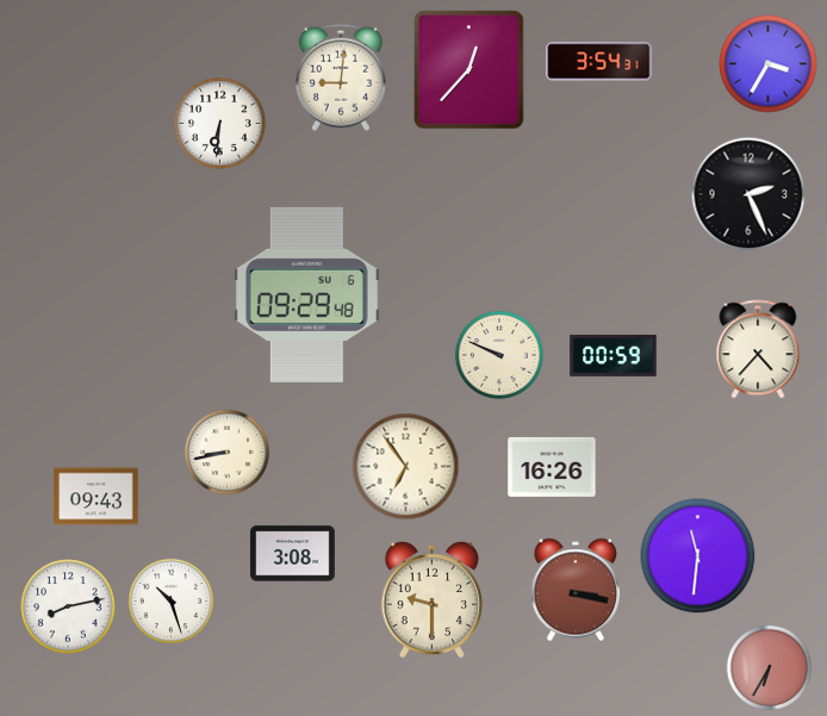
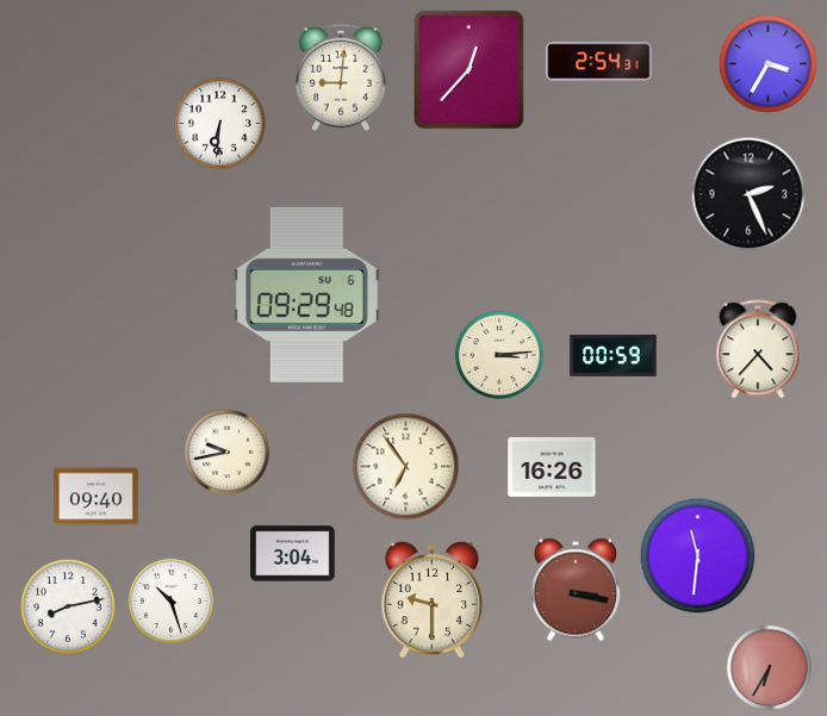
clock at (599, 62): 3:54 -> 2:54
clock at (499, 355): 9:49 -> 3:14
clock at (228, 453): 8:43 -> 9:43
clock at (97, 497): 09:43 -> 09:40
clock at (293, 554): 3:08 -> 3:04
